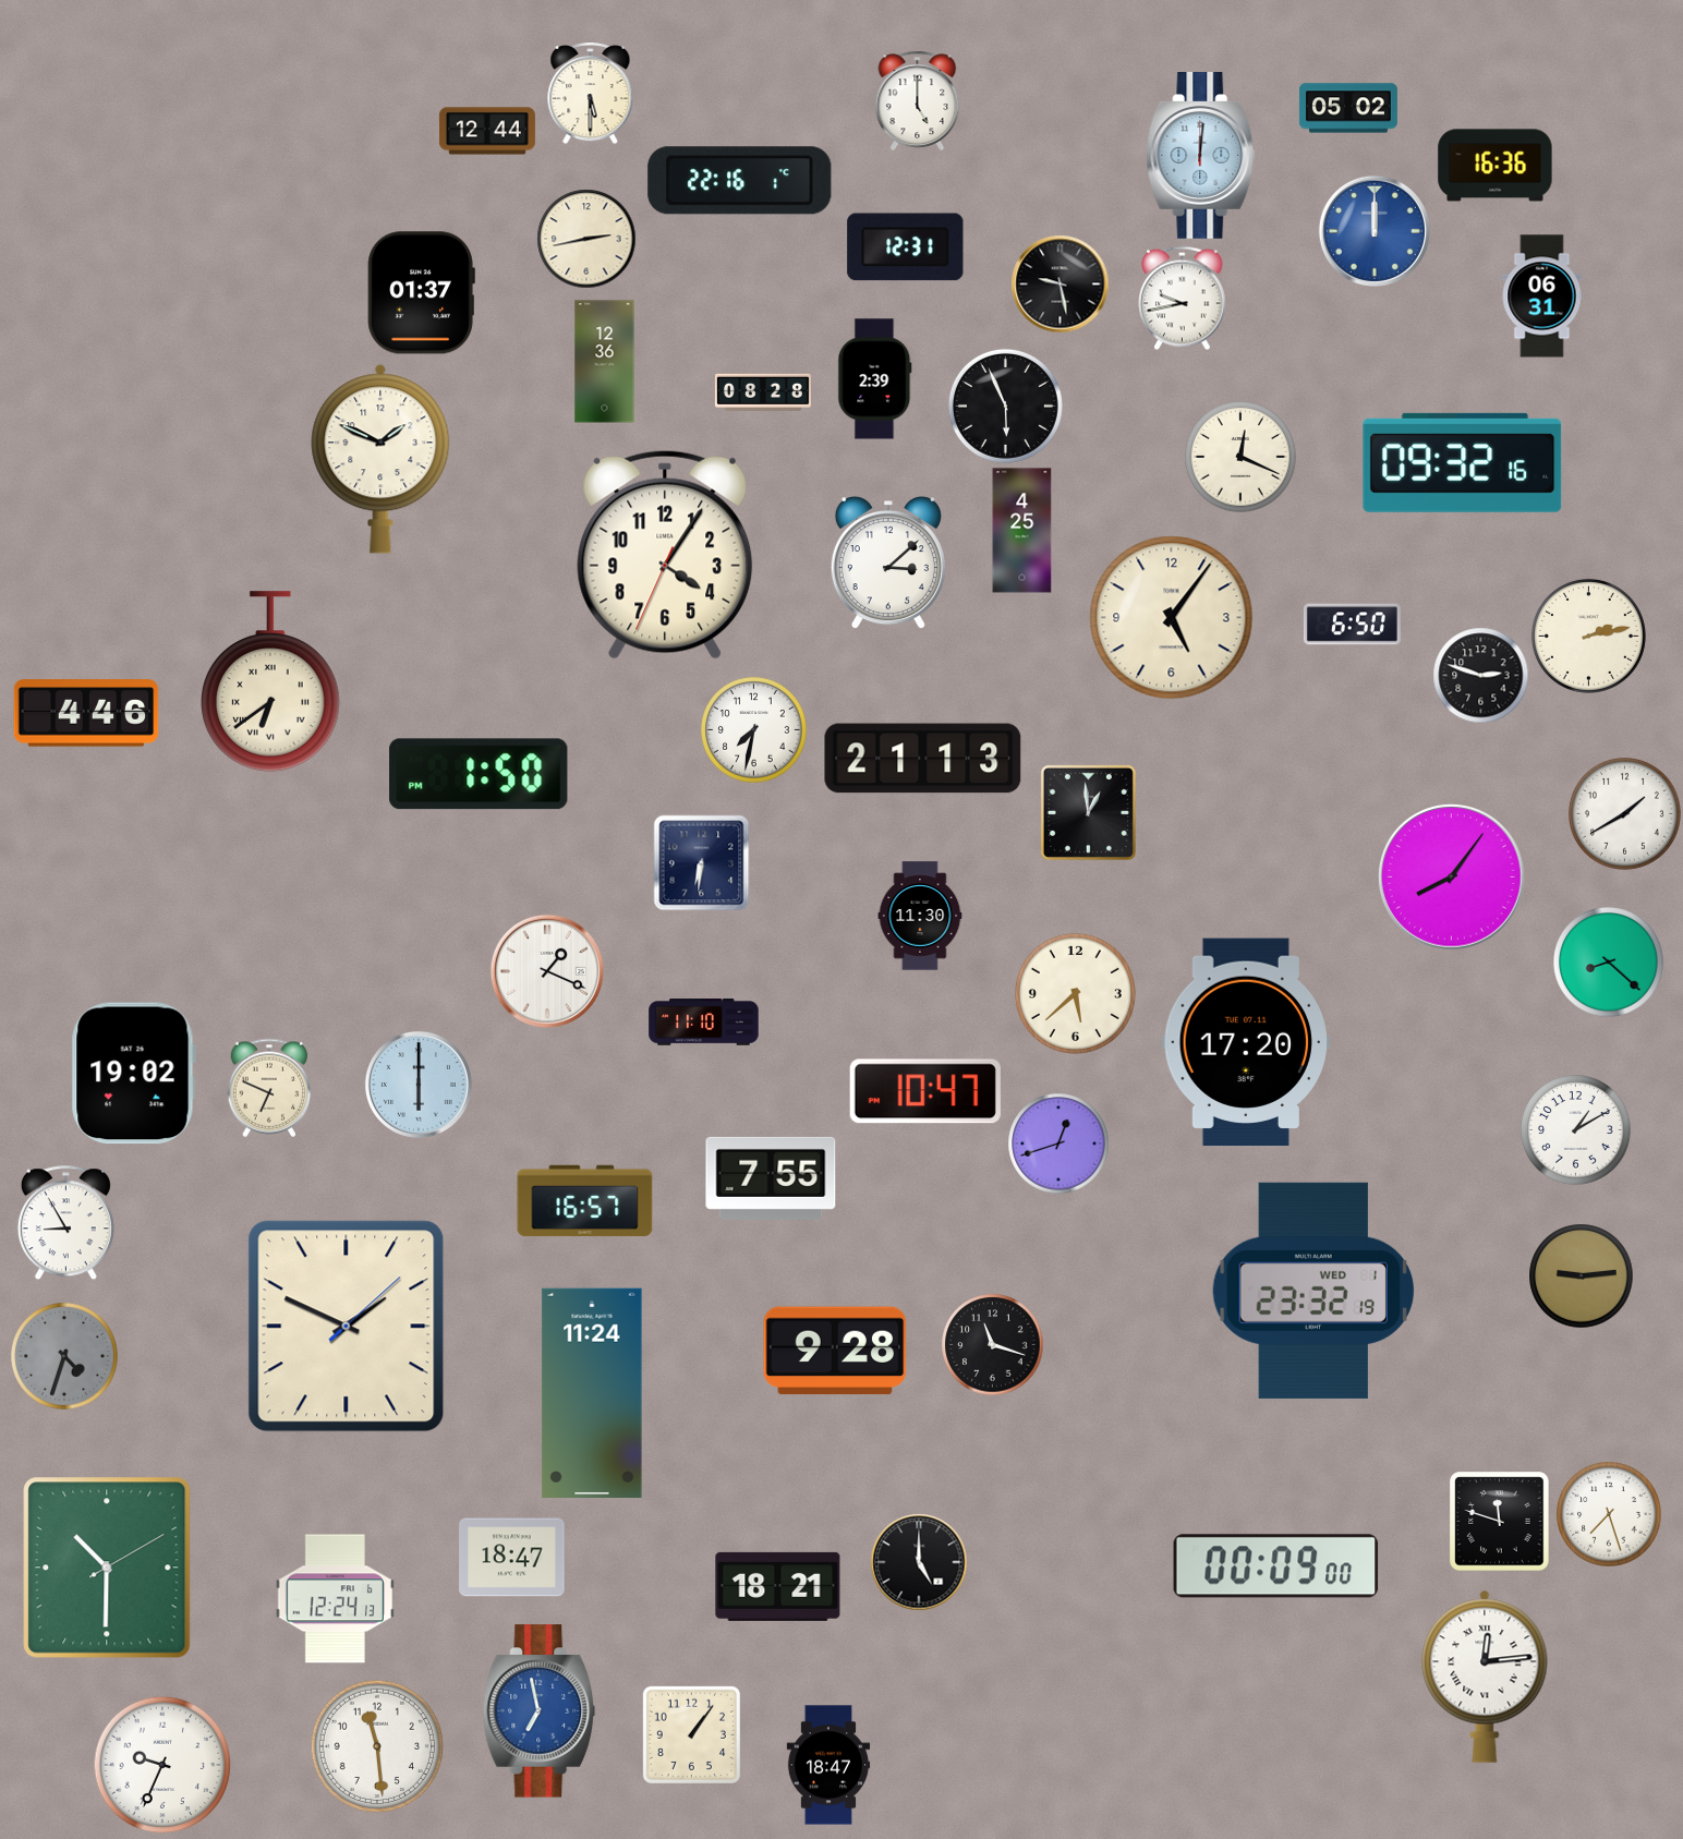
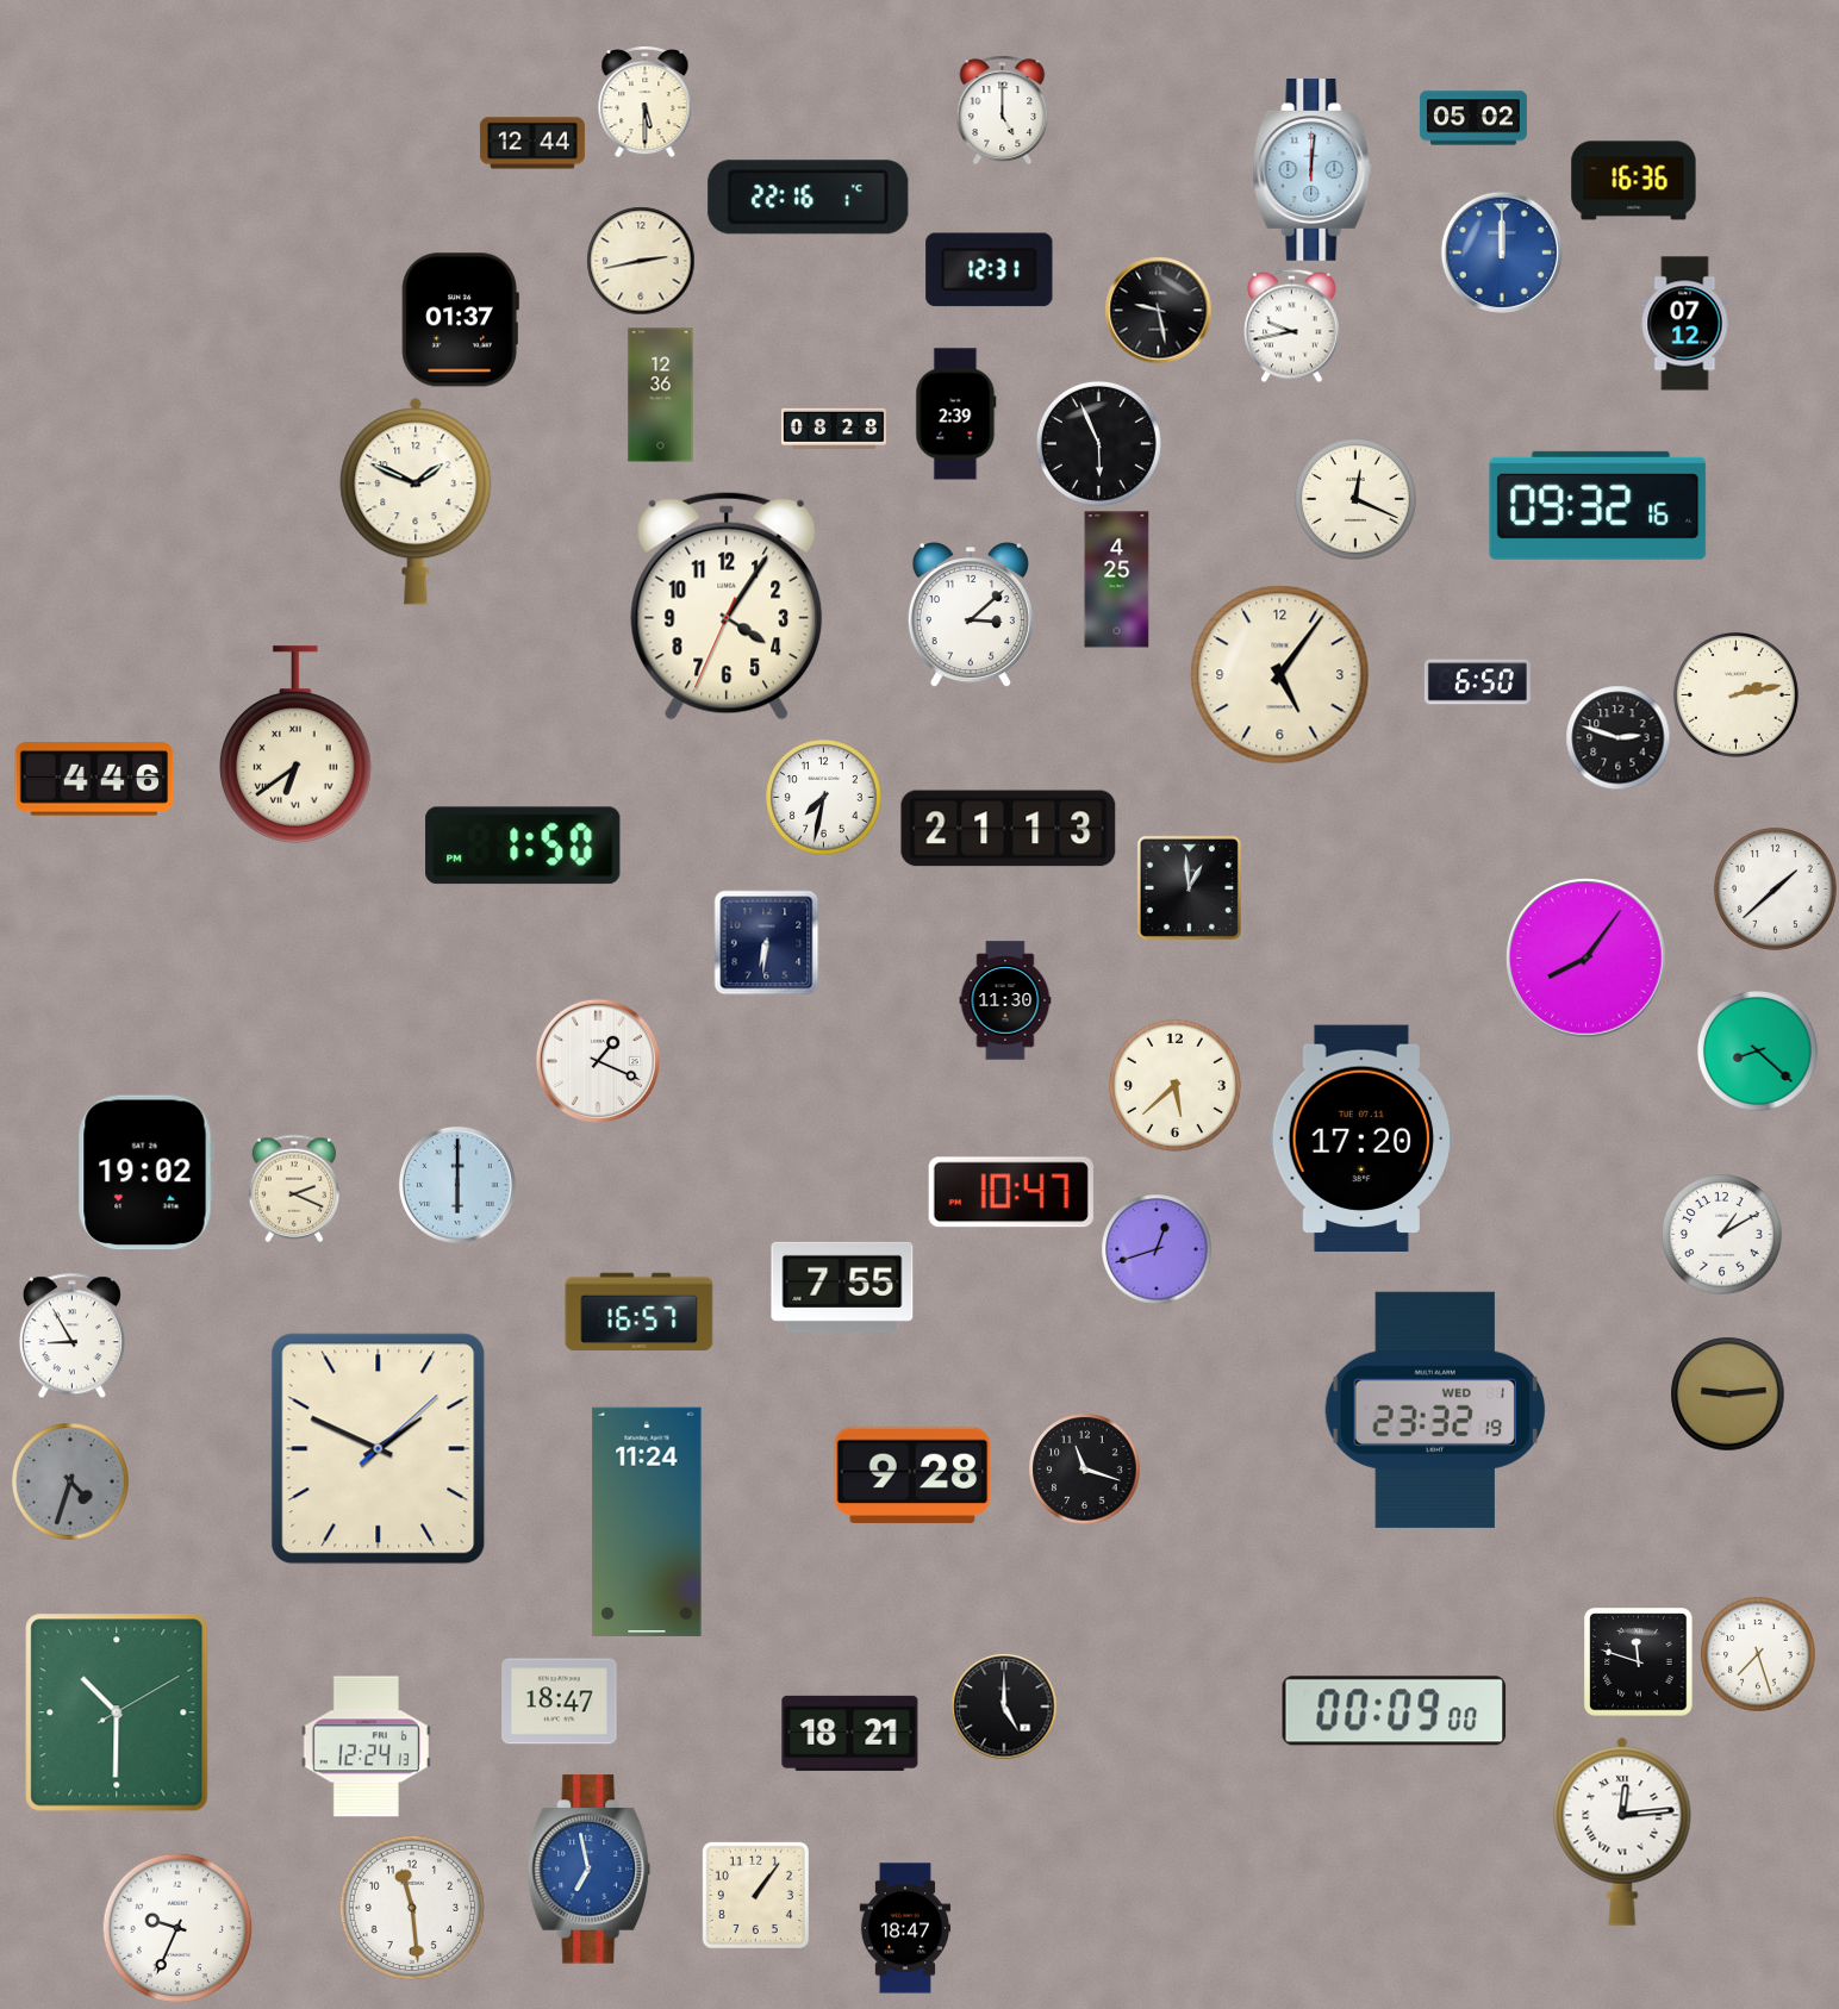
clock at (1542, 297): 06:31 -> 07:12
clock at (1624, 813): 1:40 -> 1:38
clock at (704, 1023): 11:10 -> none
clock at (269, 1088): 6:49 -> 2:19
